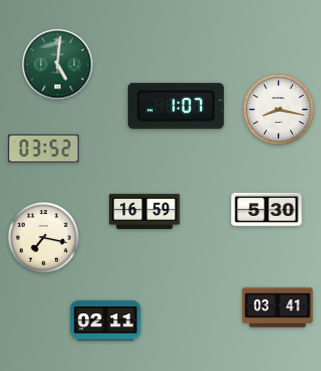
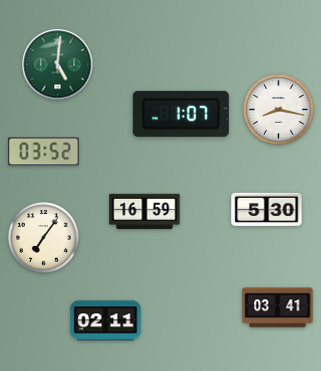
clock at (176, 106) position: (176, 106) -> (181, 114)
clock at (44, 149) position: (44, 149) -> (44, 152)
clock at (44, 238): 7:17 -> 7:06
